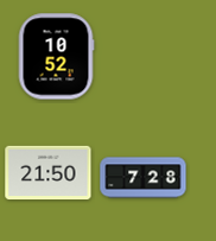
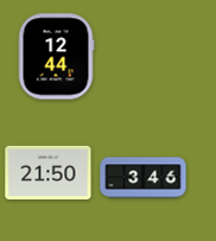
clock at (56, 57): 10:52 -> 12:44
clock at (144, 178): 7:28 -> 3:46
